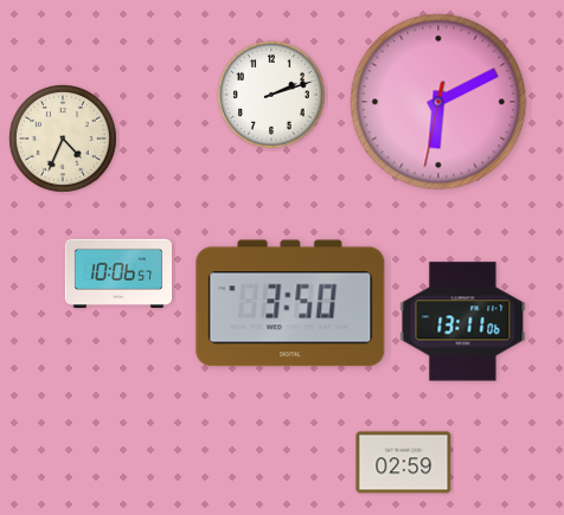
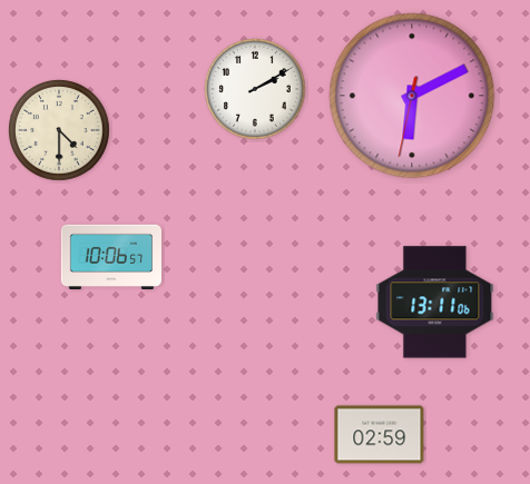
clock at (273, 96): 2:12 -> 2:10
clock at (64, 140): 4:34 -> 4:30
clock at (290, 303): 3:50 -> none
